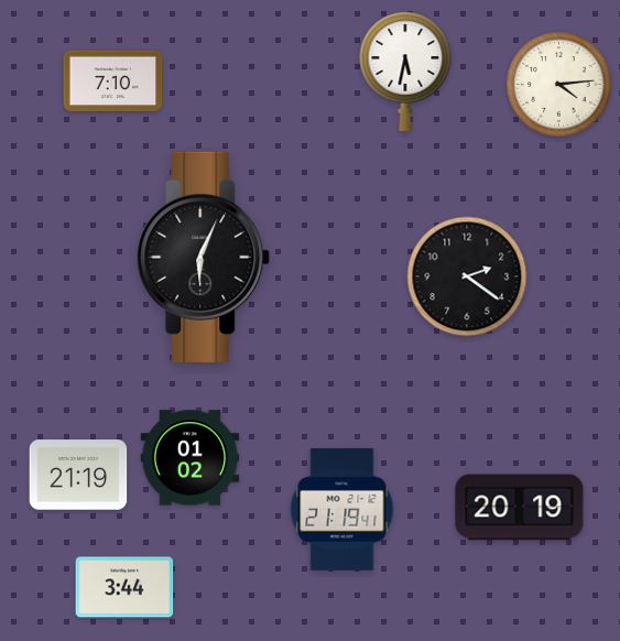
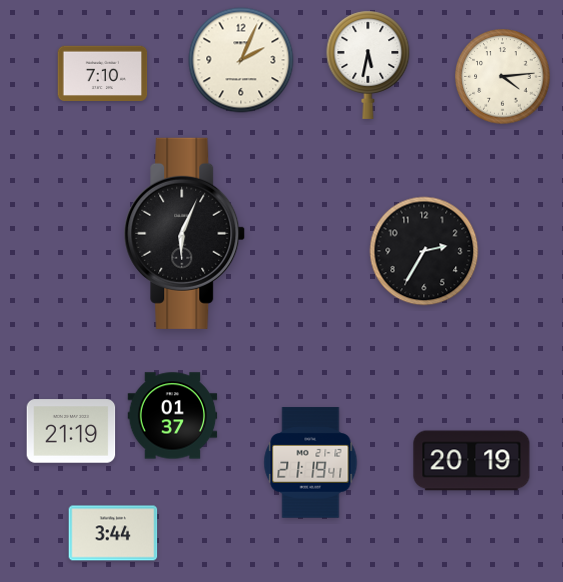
clock at (241, 60): none -> 2:04
clock at (559, 85) position: (559, 85) -> (503, 77)
clock at (467, 276): 2:21 -> 2:35
clock at (191, 458): 01:02 -> 01:37
